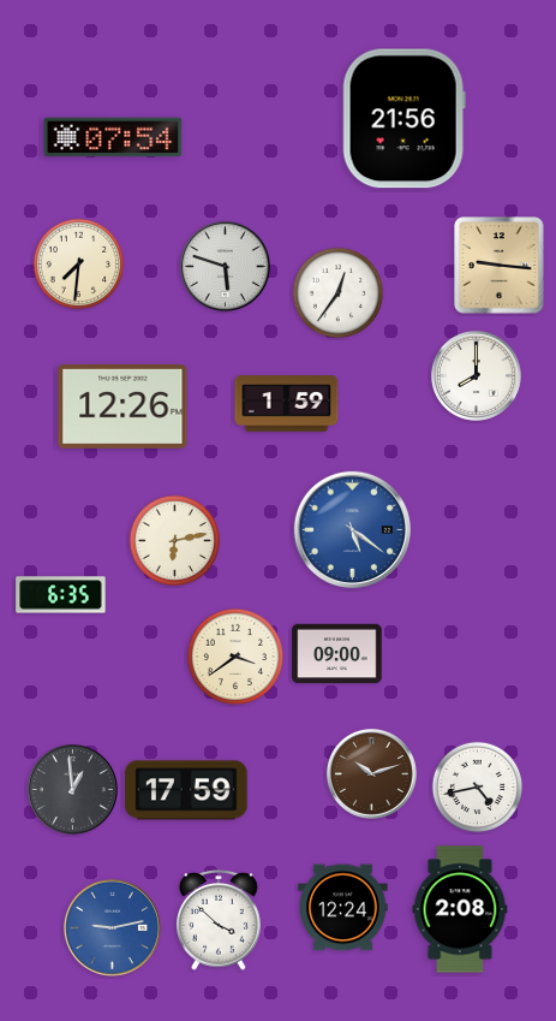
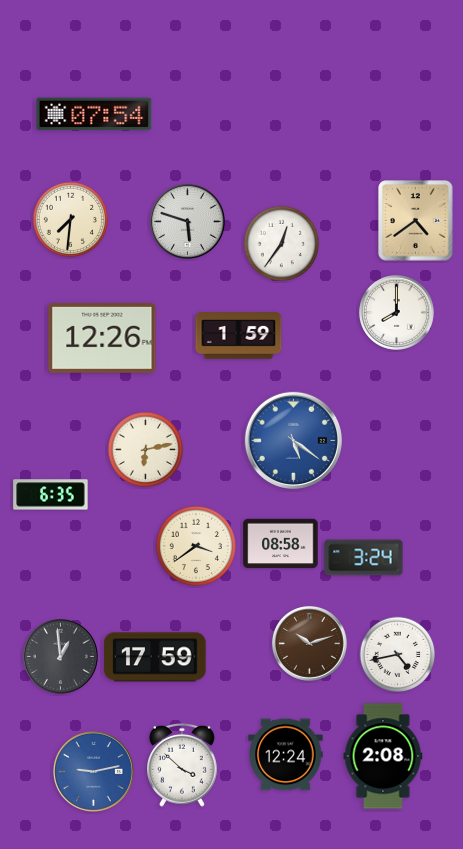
clock at (403, 119): 21:56 -> none
clock at (79, 265) position: (79, 265) -> (71, 220)
clock at (500, 266): 9:16 -> 4:39
clock at (337, 654): 09:00 -> 08:58
clock at (364, 558): none -> 3:24
